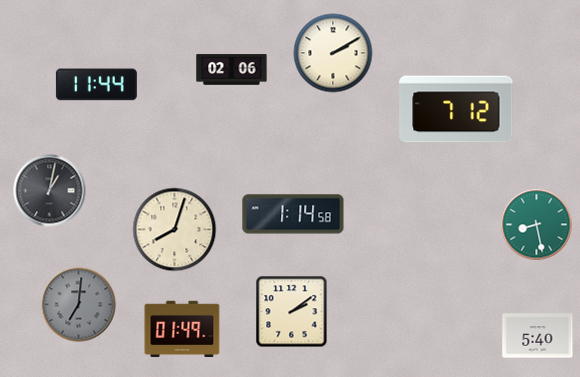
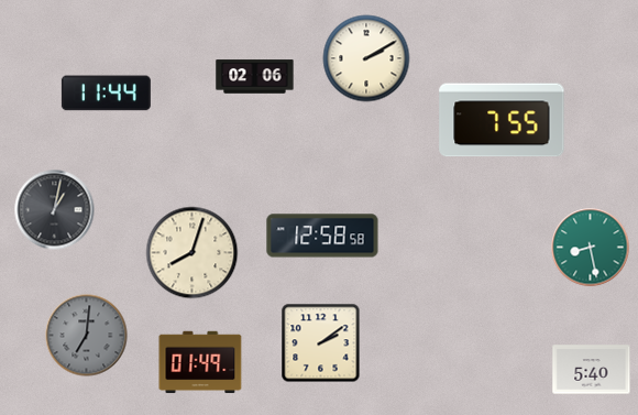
clock at (456, 109): 7:12 -> 7:55
clock at (293, 214): 1:14 -> 12:58
